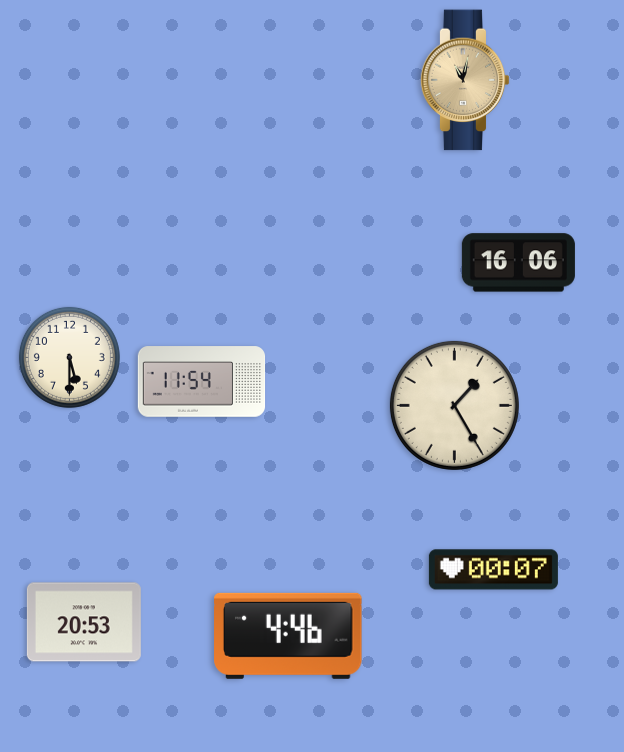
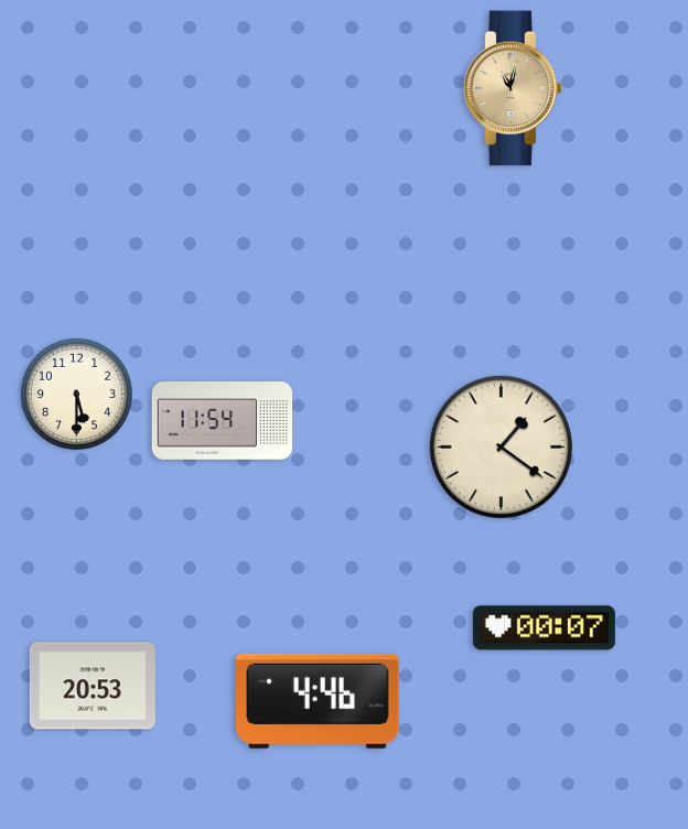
clock at (518, 263): 16:06 -> none
clock at (454, 405): 1:25 -> 1:21
